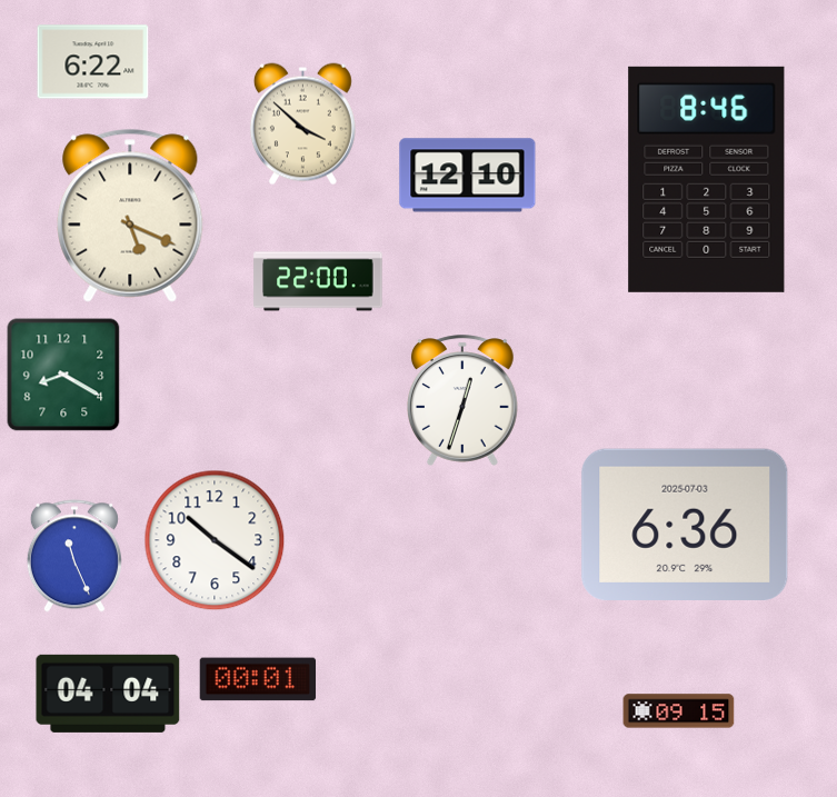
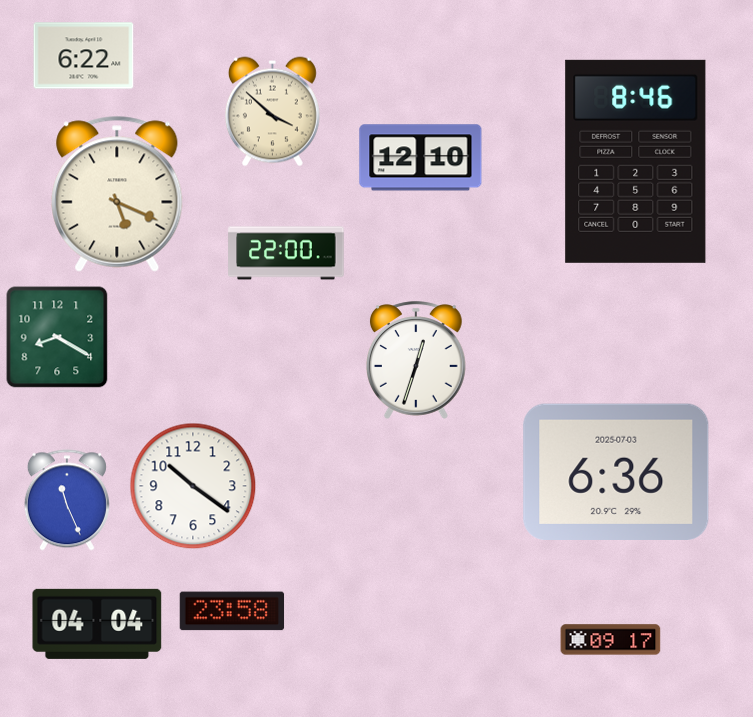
clock at (258, 679): 00:01 -> 23:58
clock at (679, 711): 09:15 -> 09:17
